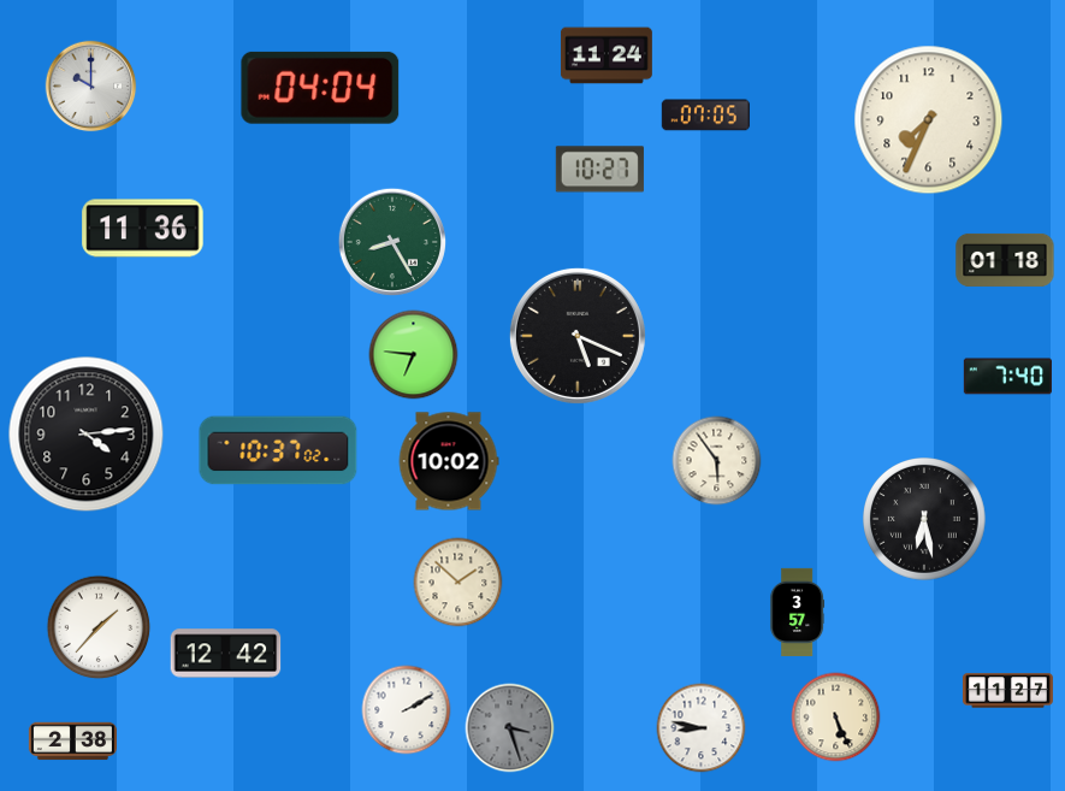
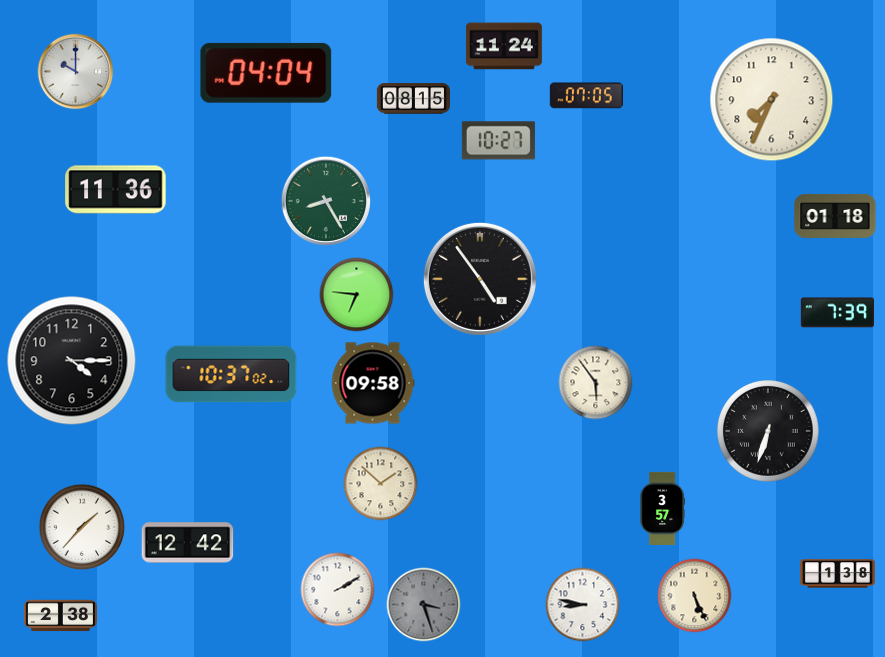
clock at (413, 99): none -> 08:15
clock at (143, 229) position: (143, 229) -> (116, 190)
clock at (578, 336): 5:19 -> 4:54
clock at (414, 355) position: (414, 355) -> (357, 295)
clock at (1007, 377): 7:40 -> 7:39
clock at (87, 435): 4:14 -> 4:15
clock at (449, 461): 10:02 -> 09:58
clock at (925, 520): 6:28 -> 6:33
clock at (99, 627) position: (99, 627) -> (82, 527)
clock at (1007, 691): 11:27 -> 1:38
